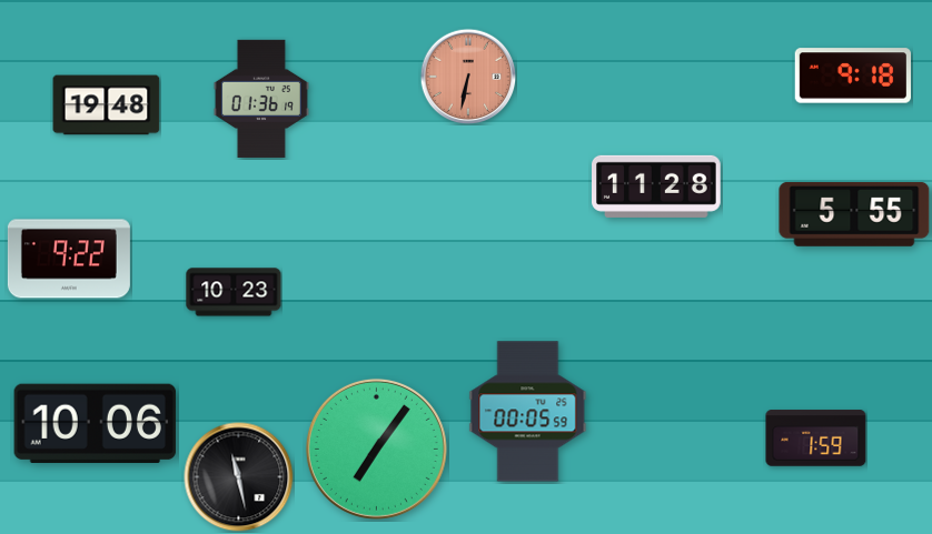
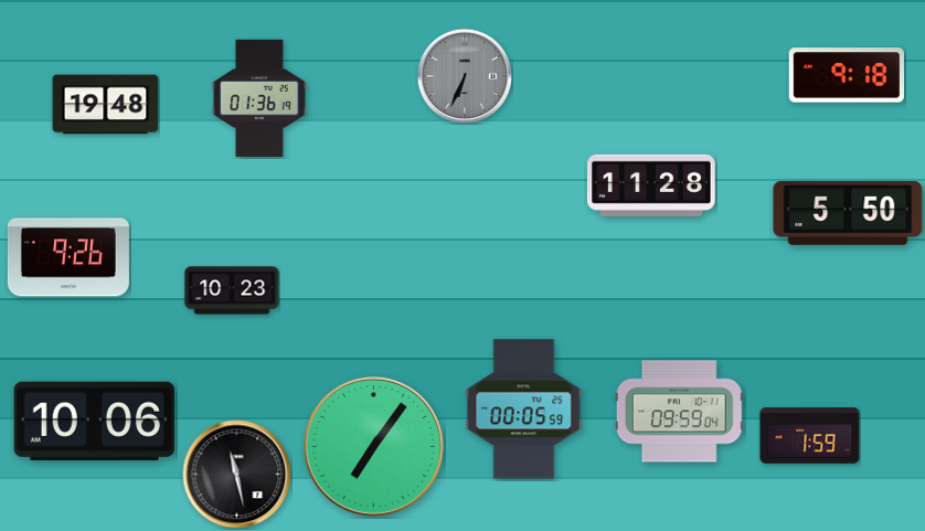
clock at (468, 77): 6:32 -> 6:34
clock at (468, 77) dial: salmon -> grey
clock at (854, 214): 5:55 -> 5:50
clock at (69, 259): 9:22 -> 9:26
clock at (679, 412): none -> 09:59
